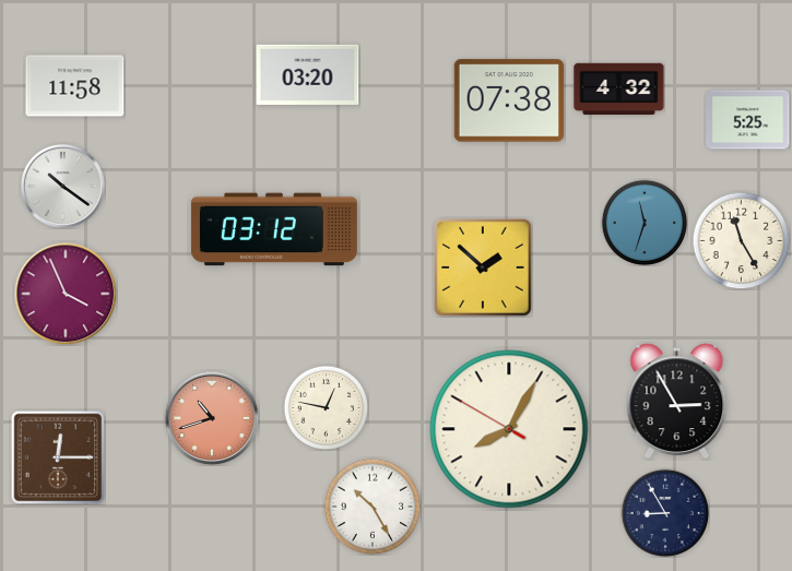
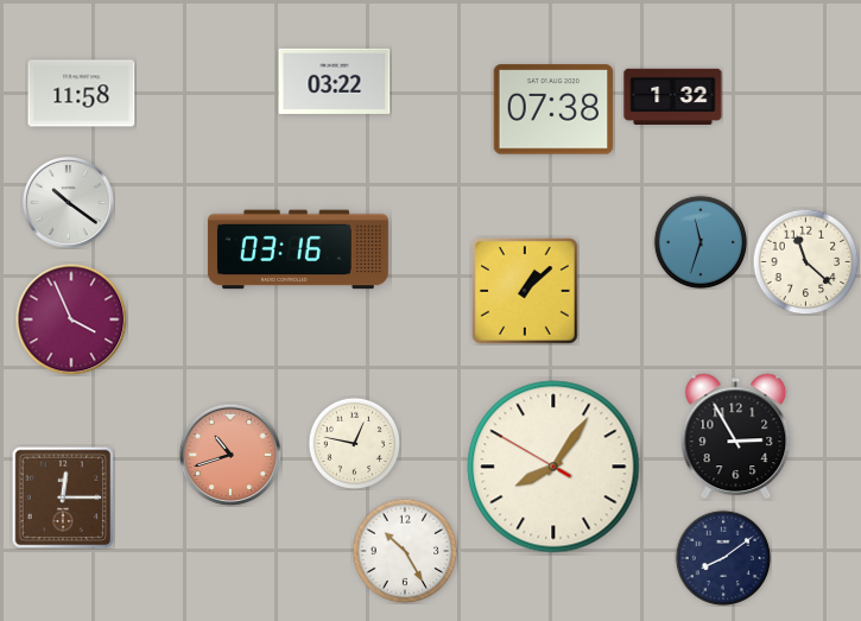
clock at (308, 74): 03:20 -> 03:22
clock at (619, 88): 4:32 -> 1:32
clock at (748, 120): 5:25 -> none
clock at (274, 229): 03:12 -> 03:16
clock at (741, 240): 11:25 -> 11:22
clock at (484, 269): 1:52 -> 1:08
clock at (509, 429): 8:04 -> 8:05
clock at (665, 513): 8:55 -> 8:09
